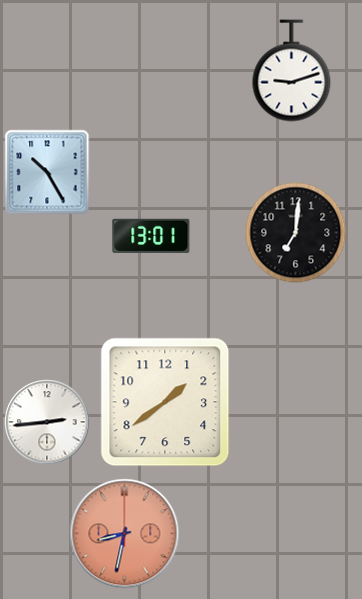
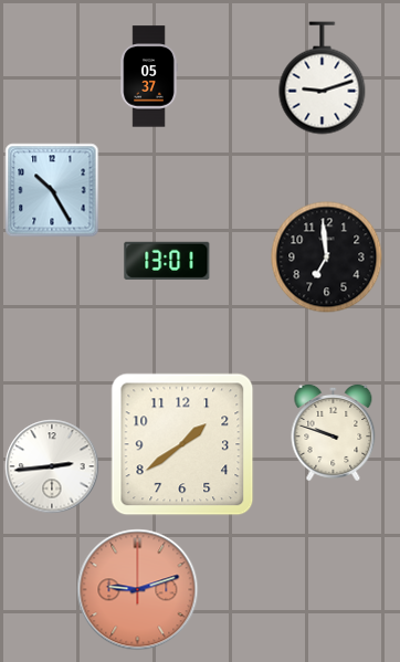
clock at (149, 76): none -> 05:37
clock at (296, 233): 7:01 -> 6:59
clock at (334, 432): none -> 9:48
clock at (125, 534): 8:32 -> 9:12
